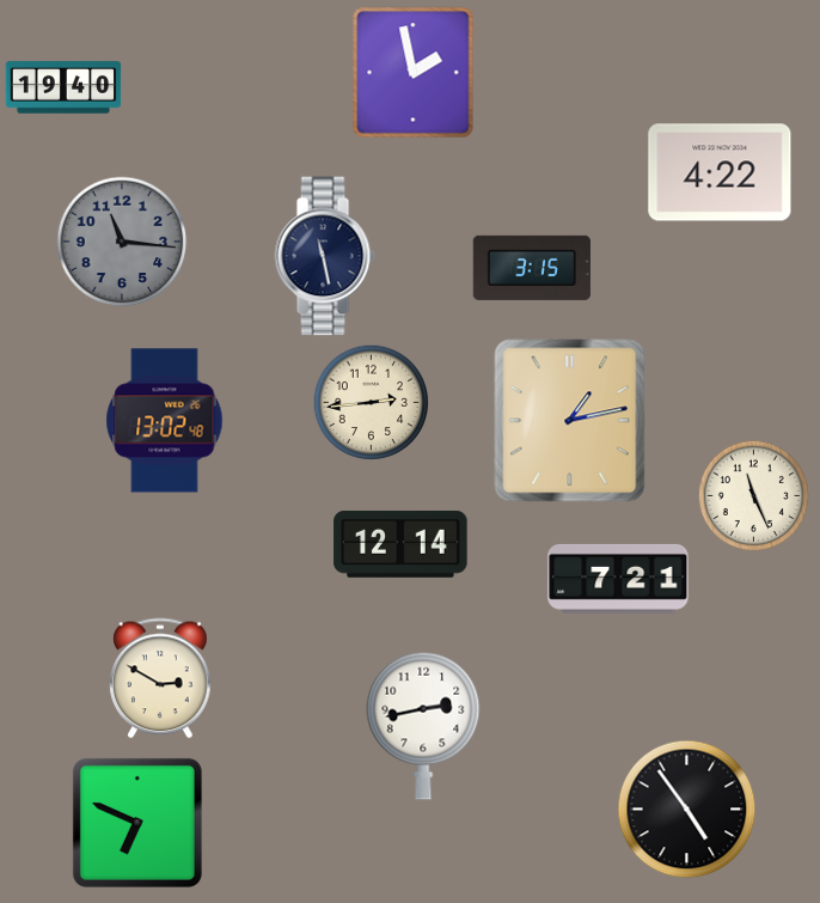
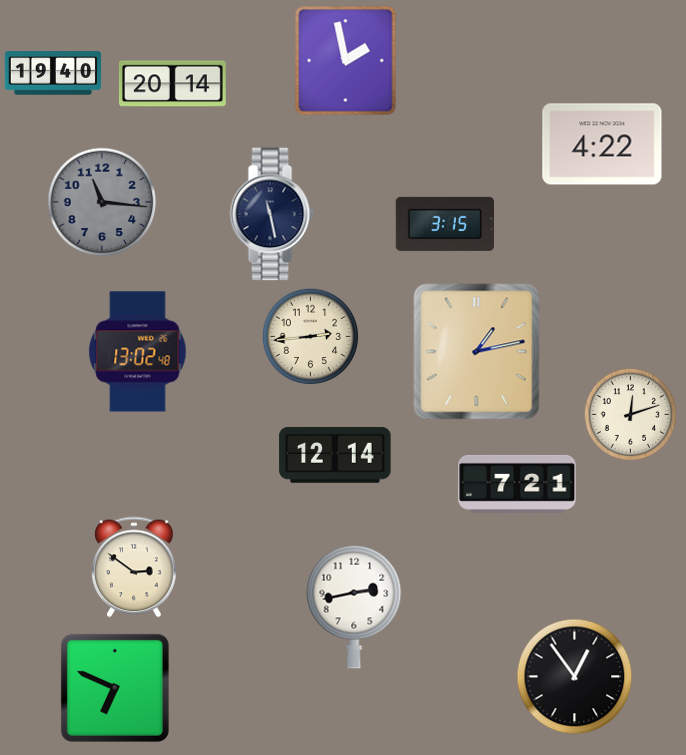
clock at (172, 84): none -> 20:14
clock at (753, 495): 11:26 -> 12:12
clock at (160, 678): 2:50 -> 2:51
clock at (687, 810): 4:54 -> 12:54
